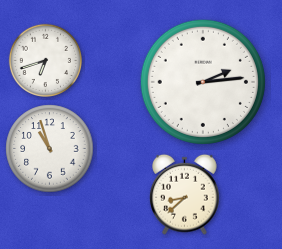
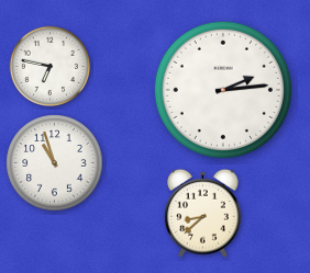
clock at (45, 60): 6:42 -> 6:47
